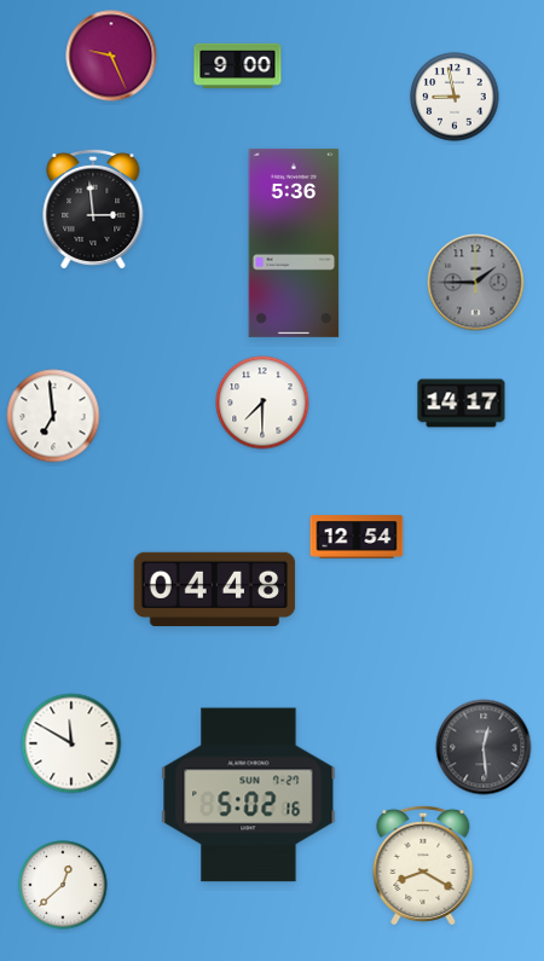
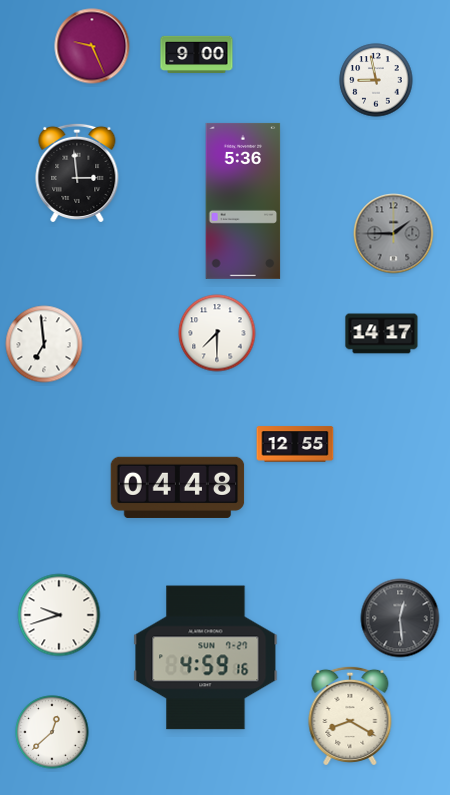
clock at (357, 537): 12:54 -> 12:55
clock at (71, 743): 11:50 -> 9:42
clock at (249, 795): 5:02 -> 4:59
